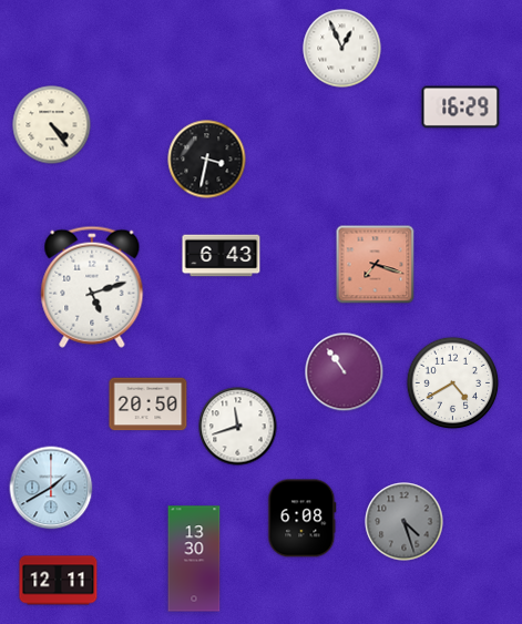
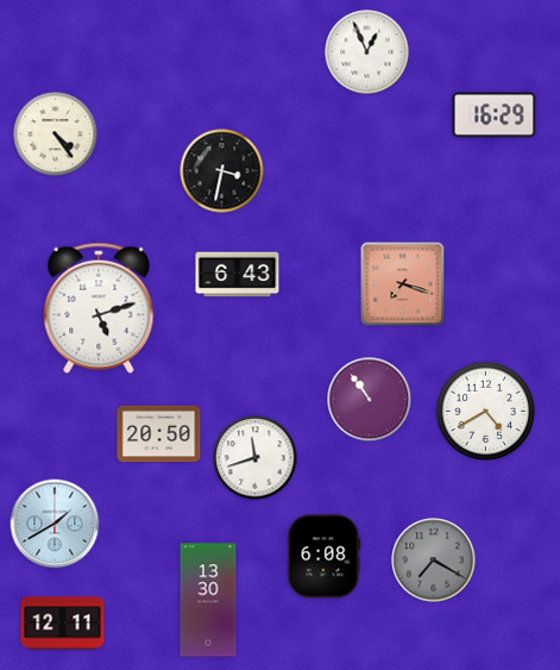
clock at (405, 522): 4:27 -> 7:20
